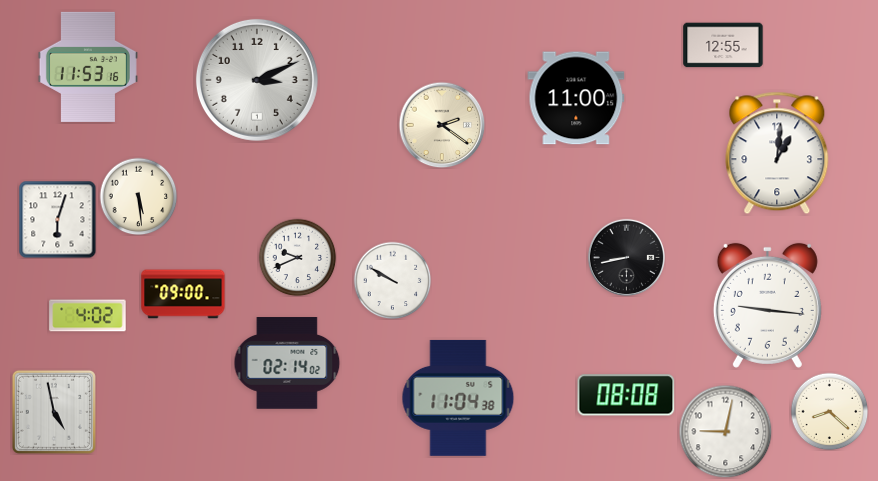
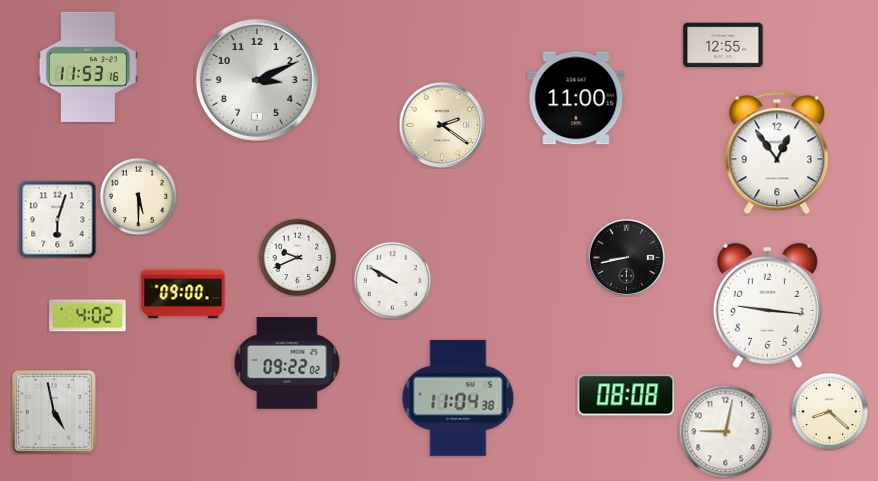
clock at (777, 153): 1:01 -> 12:54
clock at (138, 196): 5:29 -> 5:30
clock at (287, 363): 02:14 -> 09:22
